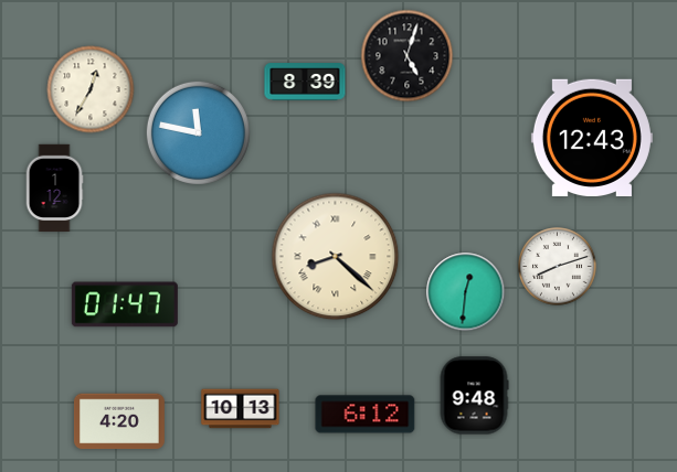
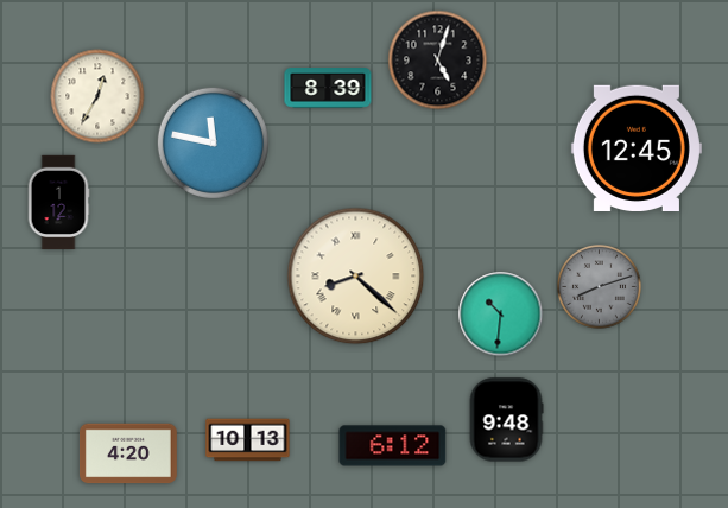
clock at (592, 137): 12:43 -> 12:45
clock at (336, 257) position: (336, 257) -> (356, 277)
clock at (558, 267) dial: white -> grey
clock at (466, 292): 12:31 -> 10:31
clock at (125, 304): 01:47 -> none
clock at (474, 396) position: (474, 396) -> (506, 420)
clock at (241, 409) position: (241, 409) -> (248, 440)
